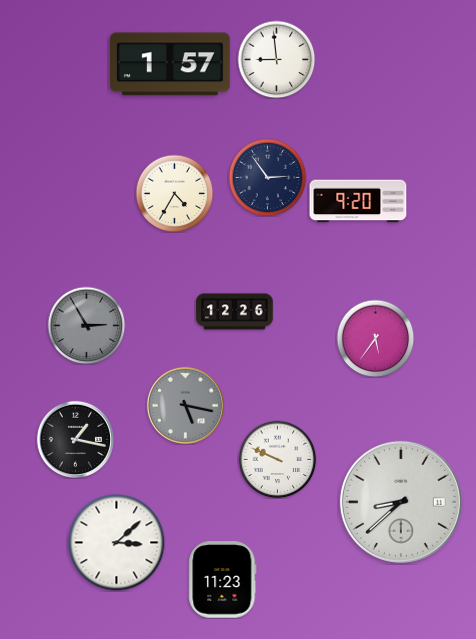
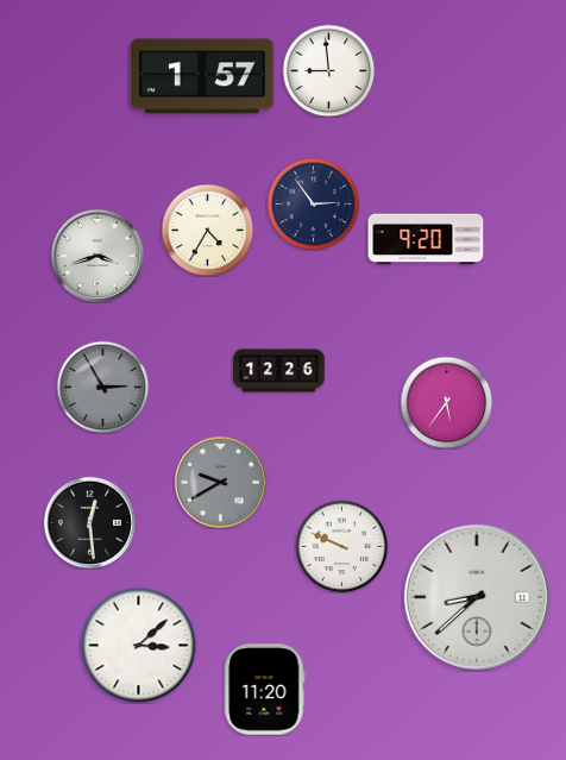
clock at (267, 177) position: (267, 177) -> (313, 203)
clock at (96, 255): none -> 3:42
clock at (185, 405): 5:17 -> 9:40
clock at (75, 439): 1:17 -> 12:29
clock at (277, 459) position: (277, 459) -> (341, 546)
clock at (223, 580): 11:23 -> 11:20
